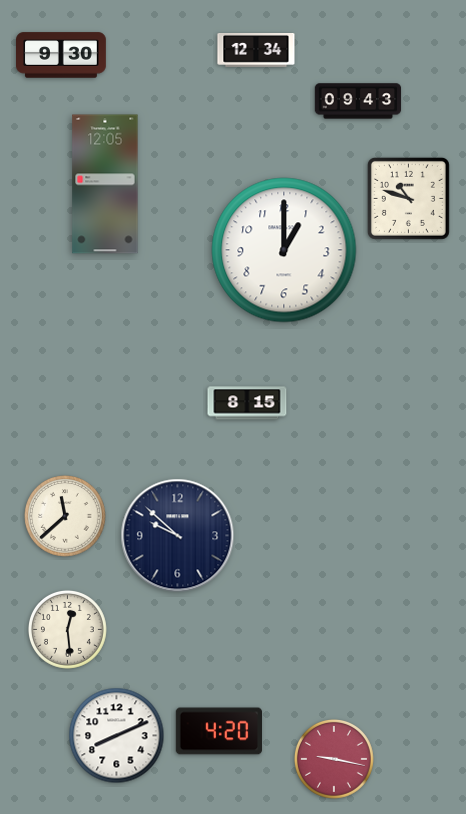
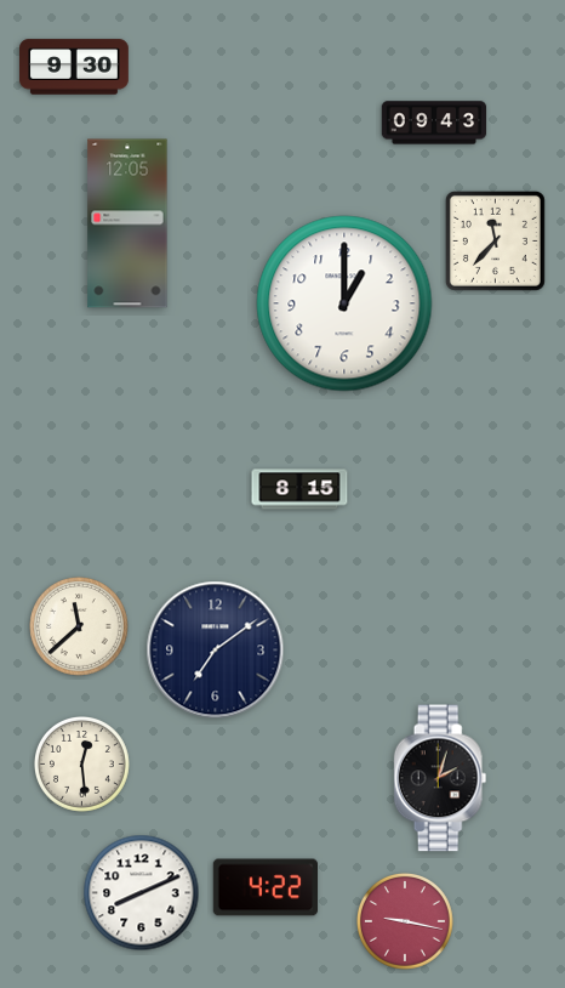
clock at (256, 51): 12:34 -> none
clock at (408, 198): 10:48 -> 11:37
clock at (178, 536): 9:52 -> 7:09
clock at (440, 778): none -> 2:03
clock at (218, 731): 4:20 -> 4:22
